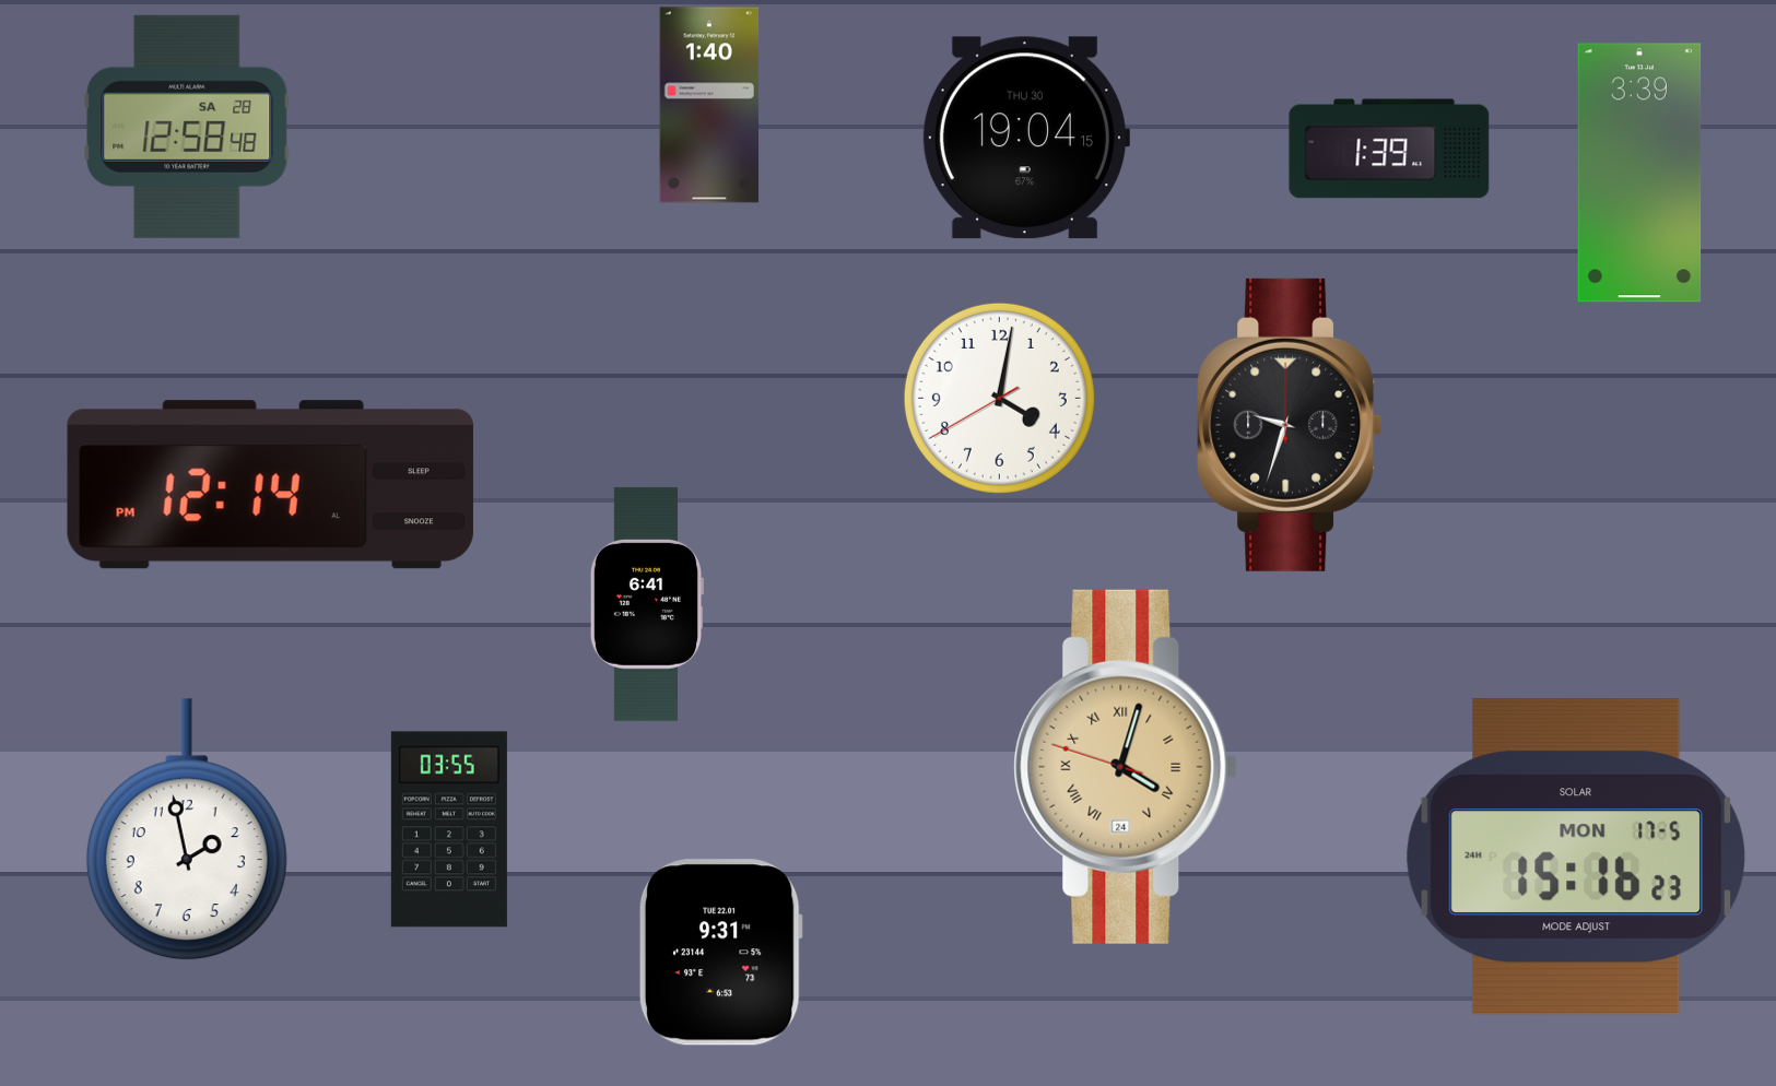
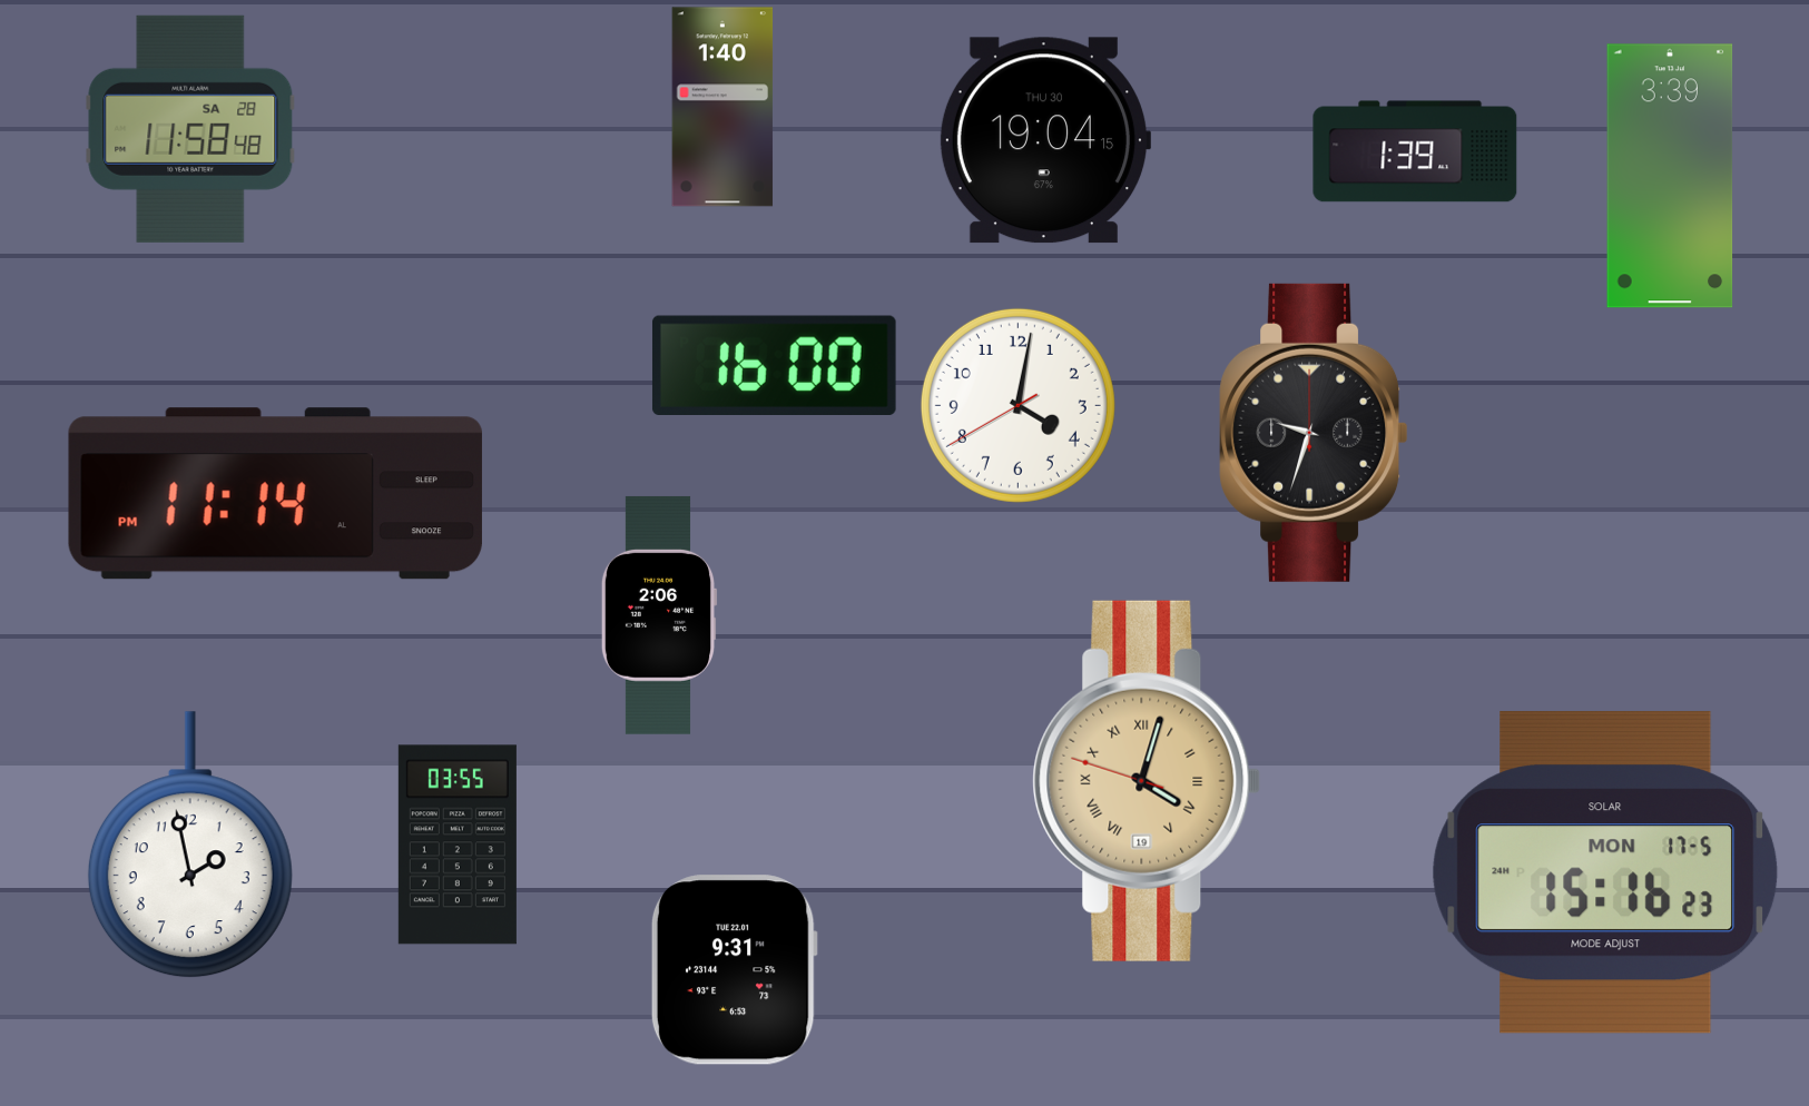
clock at (187, 127): 12:58 -> 11:58
clock at (774, 365): none -> 16:00
clock at (270, 485): 12:14 -> 11:14
clock at (647, 604): 6:41 -> 2:06
clock at (1126, 767) date: 24 -> 19
